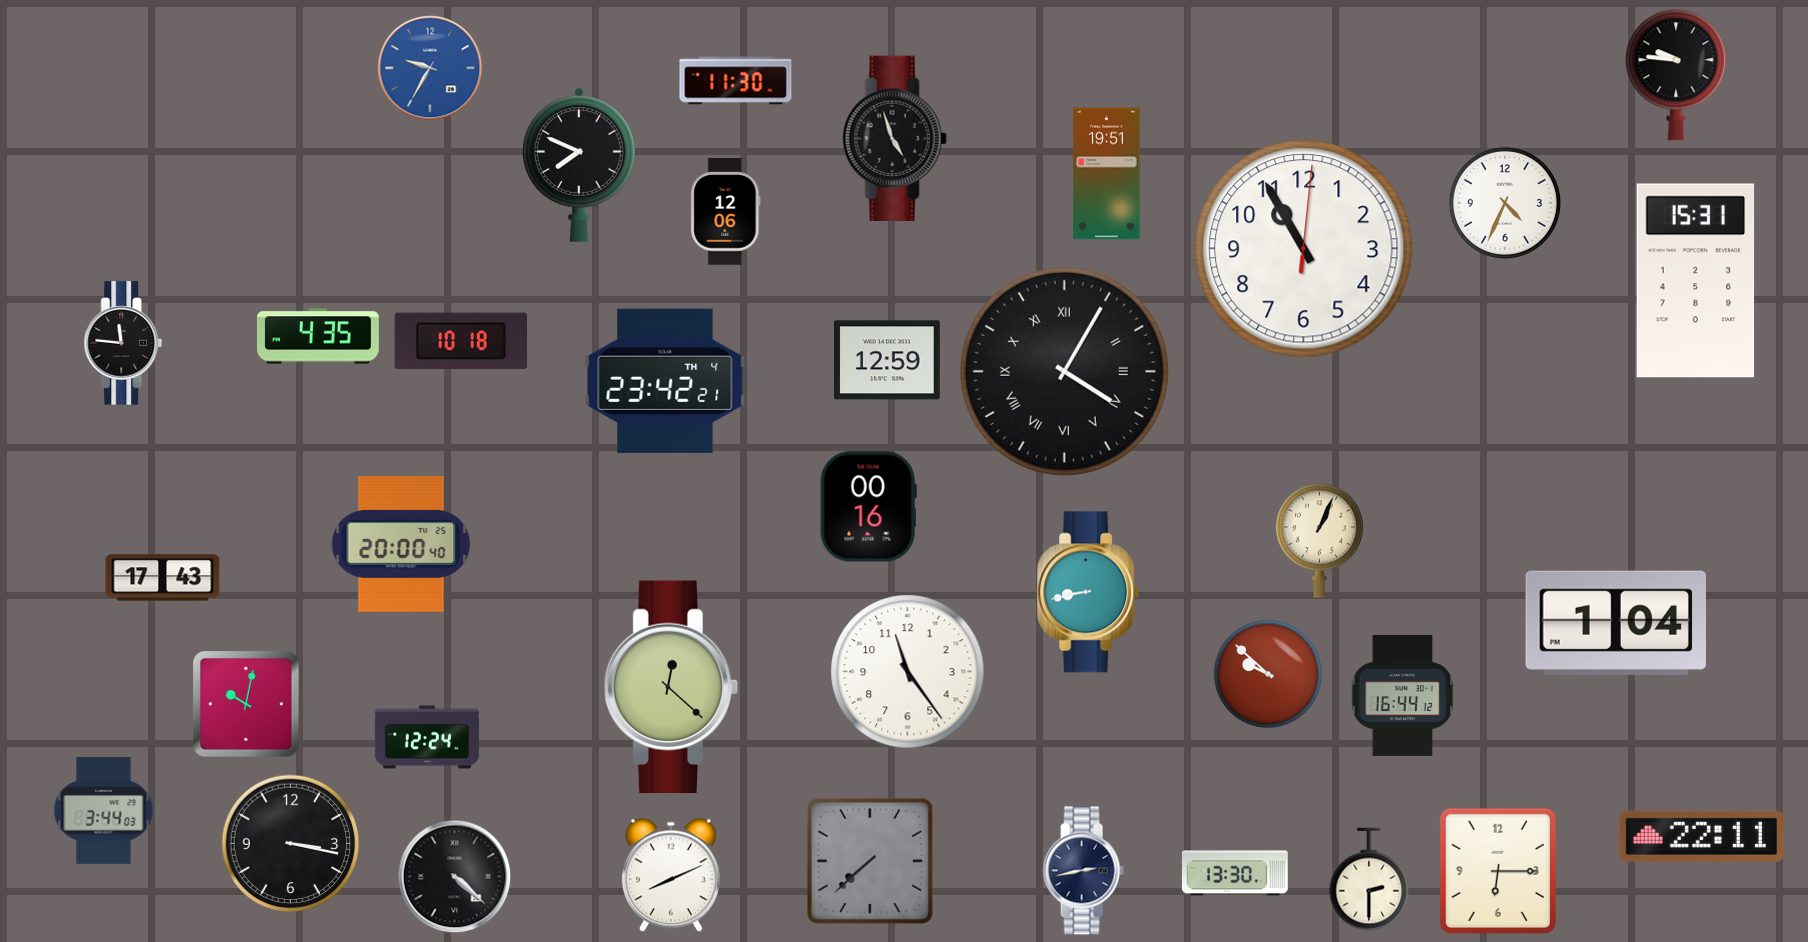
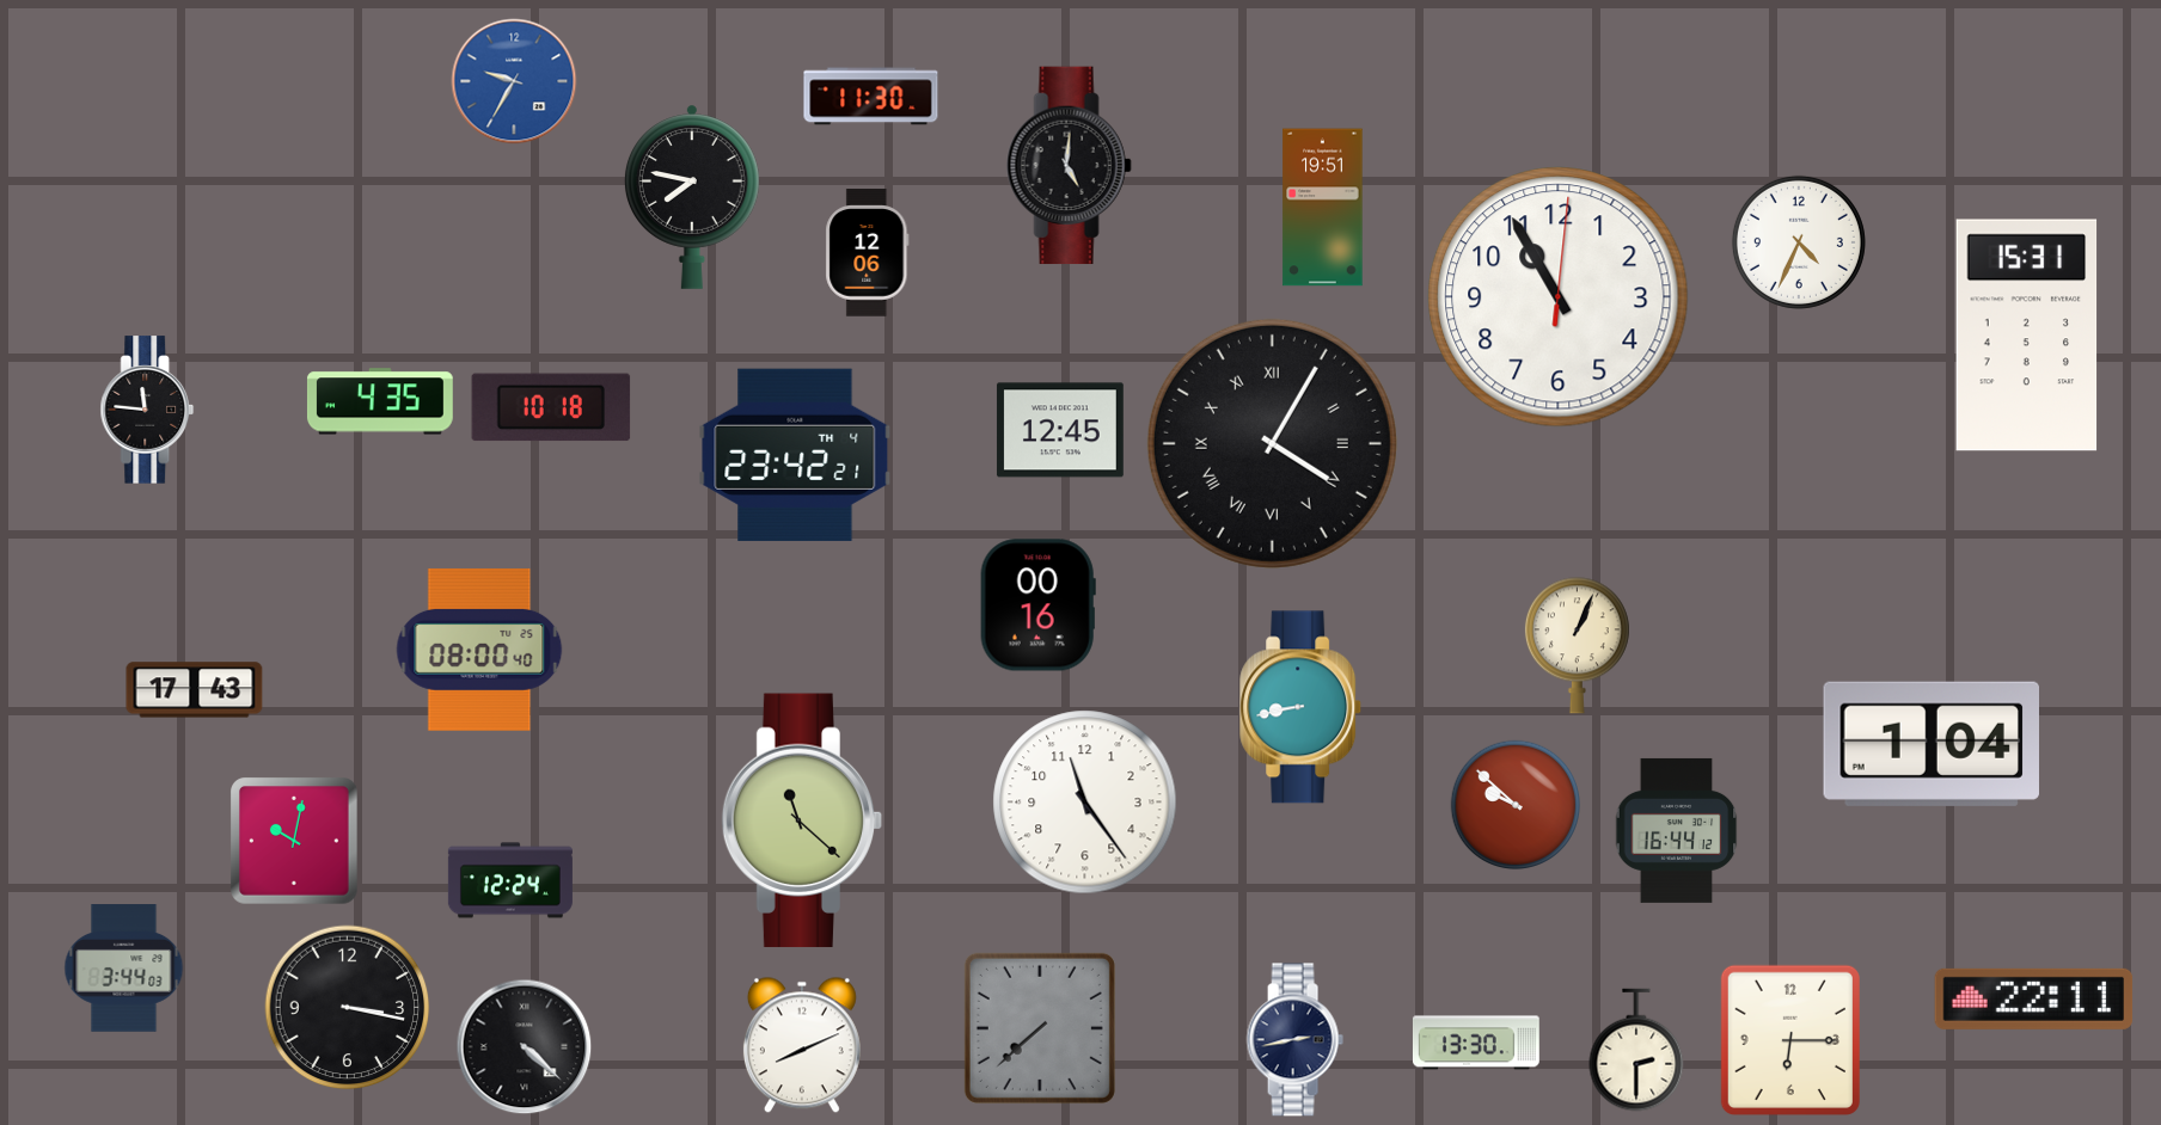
clock at (1676, 75): 9:46 -> none
clock at (736, 81) position: (736, 81) -> (871, 97)
clock at (894, 139): 4:57 -> 5:01
clock at (579, 165): 7:49 -> 7:47
clock at (887, 360): 12:59 -> 12:45
clock at (401, 544): 20:00 -> 08:00
clock at (671, 687): 12:22 -> 11:22
clock at (455, 877) position: (455, 877) -> (525, 1047)
